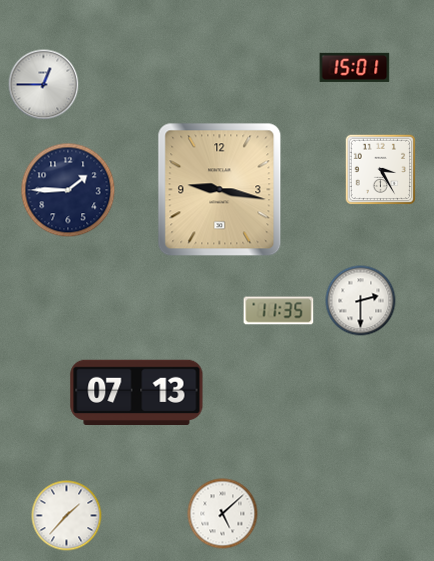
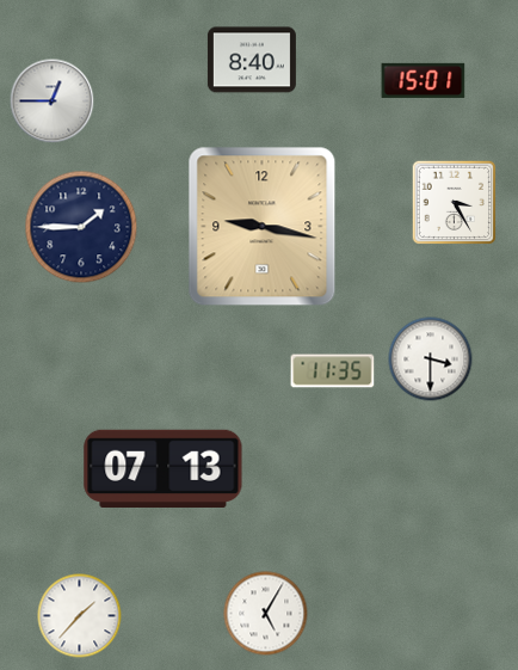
clock at (252, 60): none -> 8:40
clock at (361, 301): 2:30 -> 3:30
clock at (223, 514): 5:08 -> 5:05
